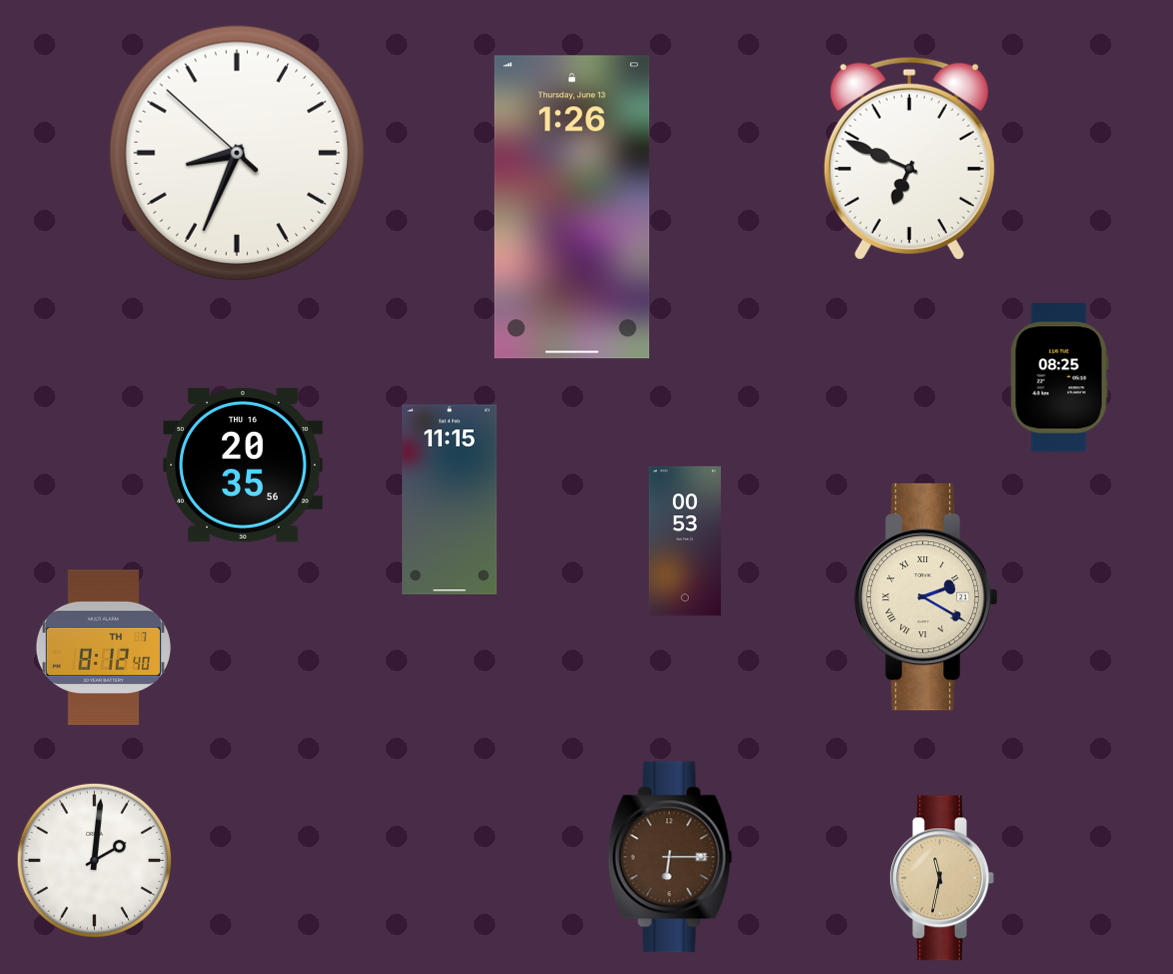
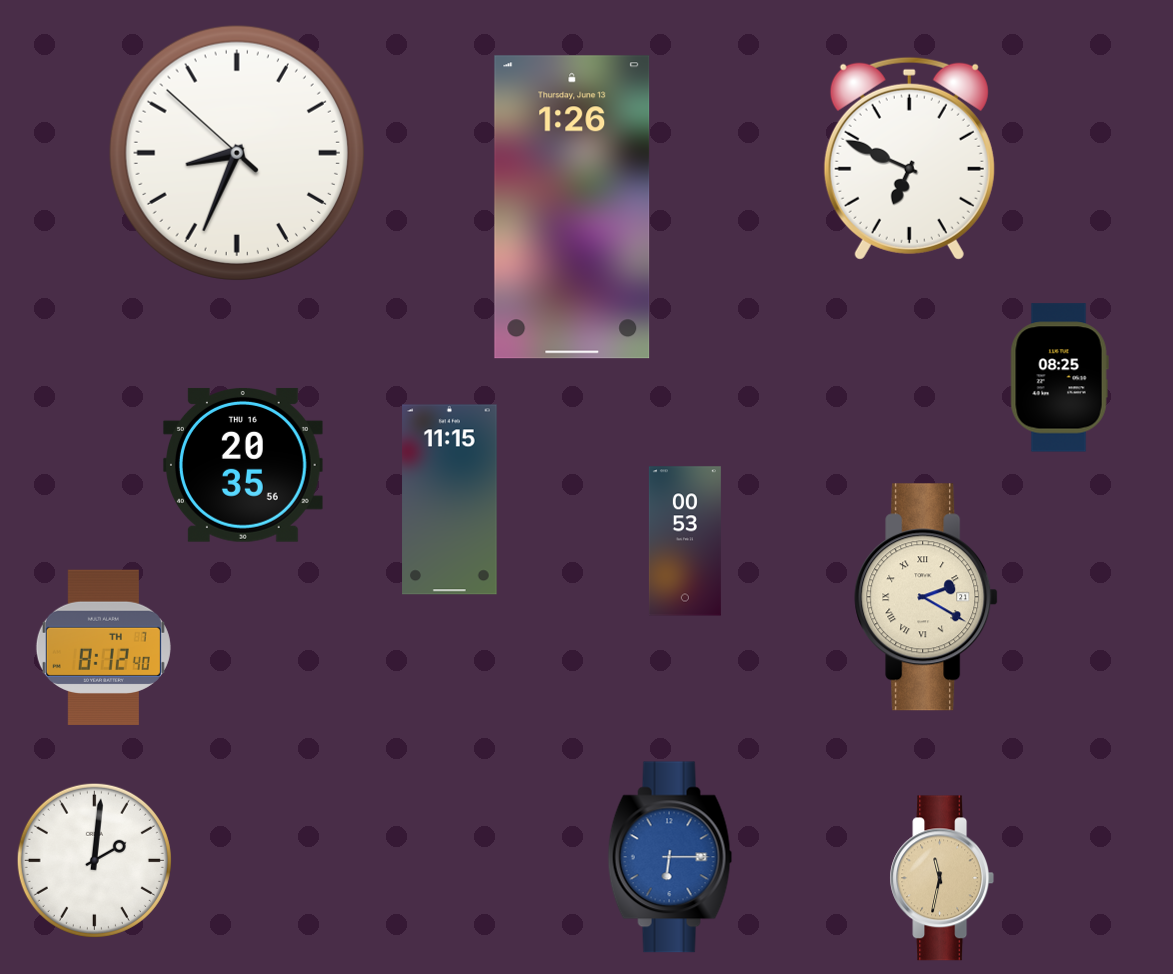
clock at (670, 857) dial: brown -> blue
